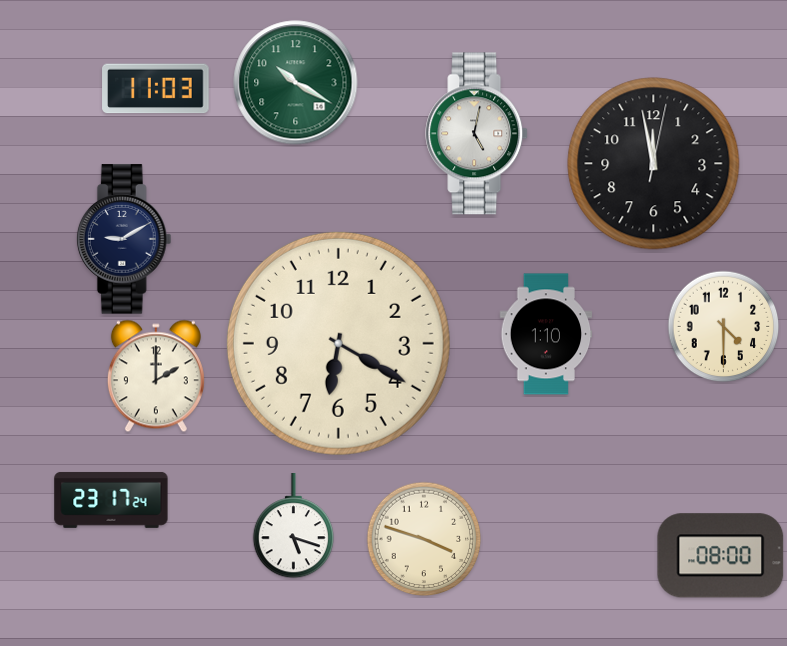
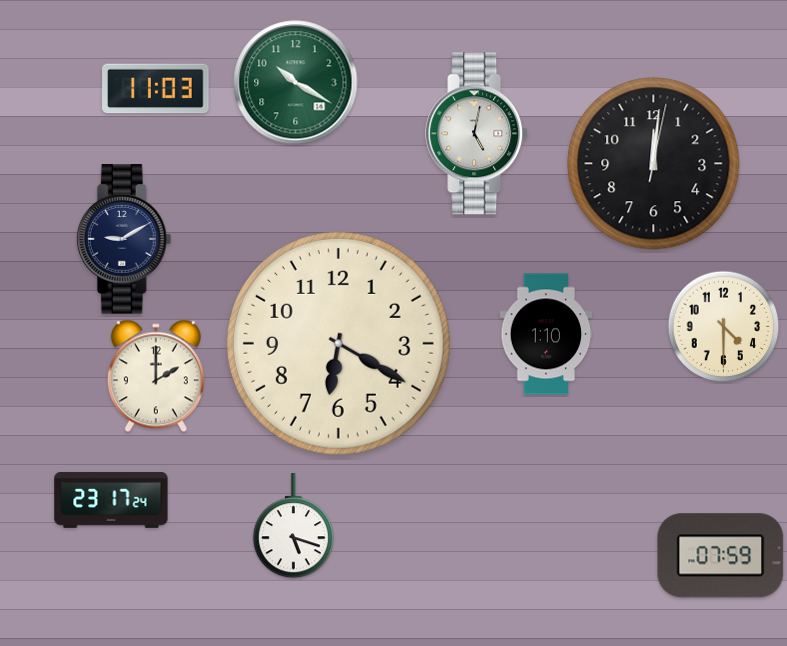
clock at (654, 164): 11:58 -> 12:01
clock at (424, 539): 3:48 -> none
clock at (721, 556): 08:00 -> 07:59
